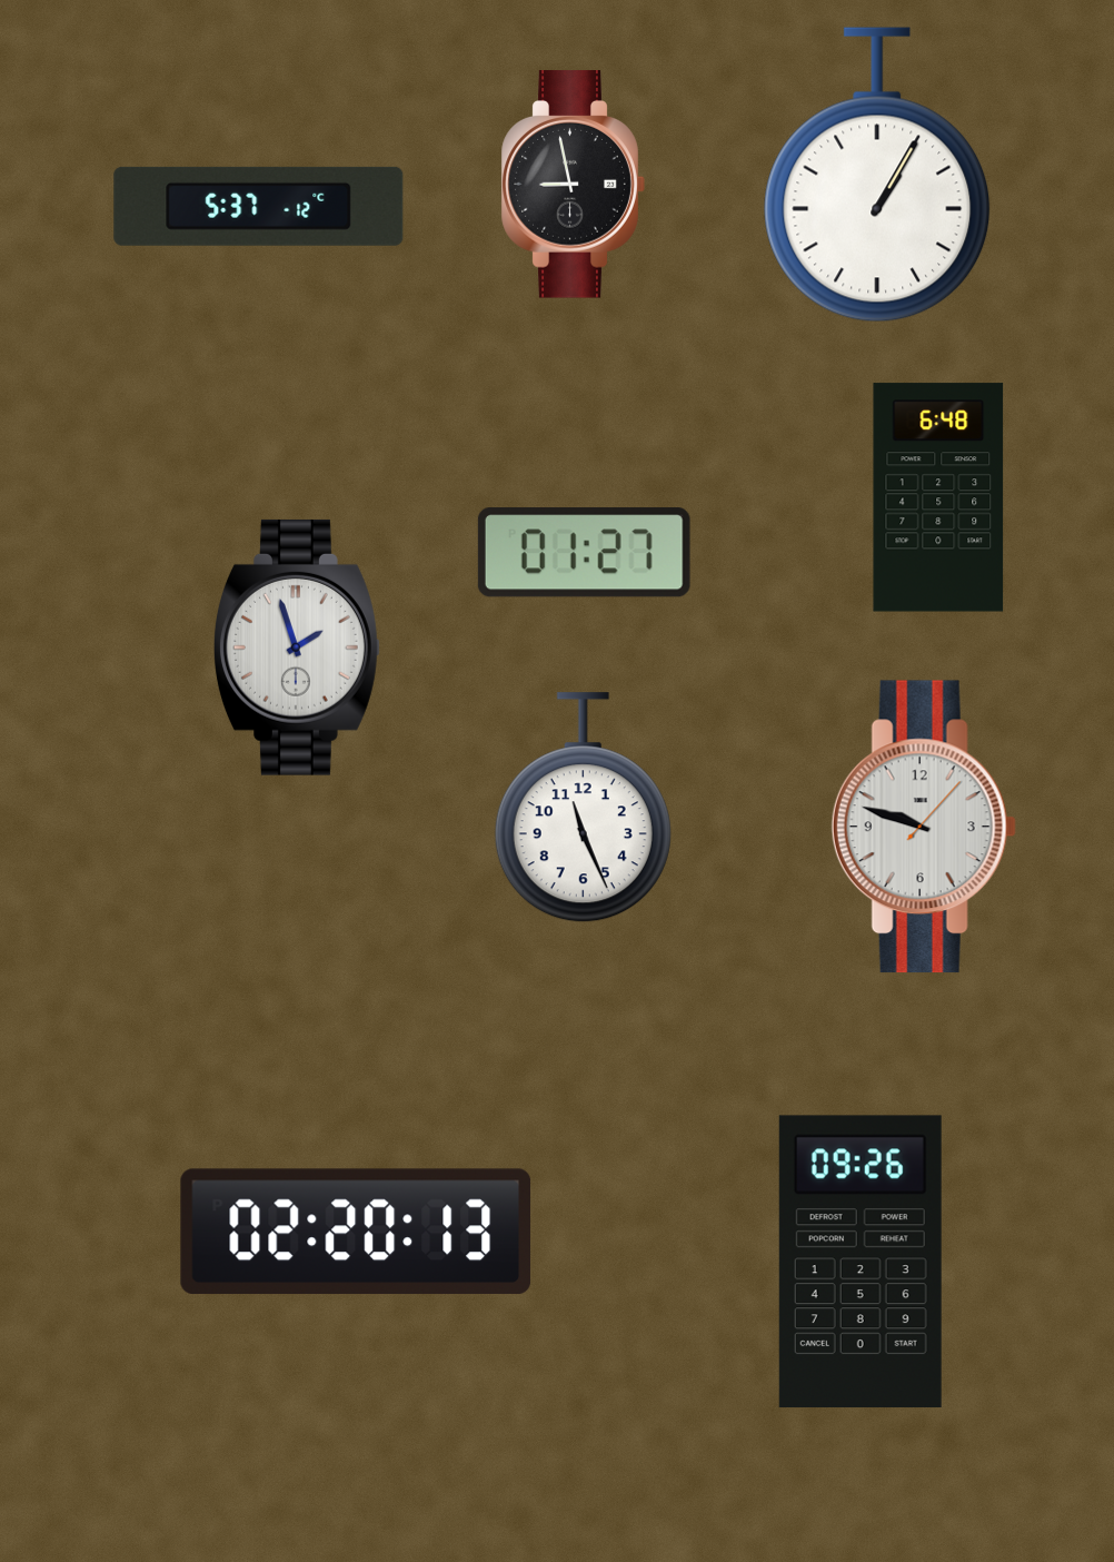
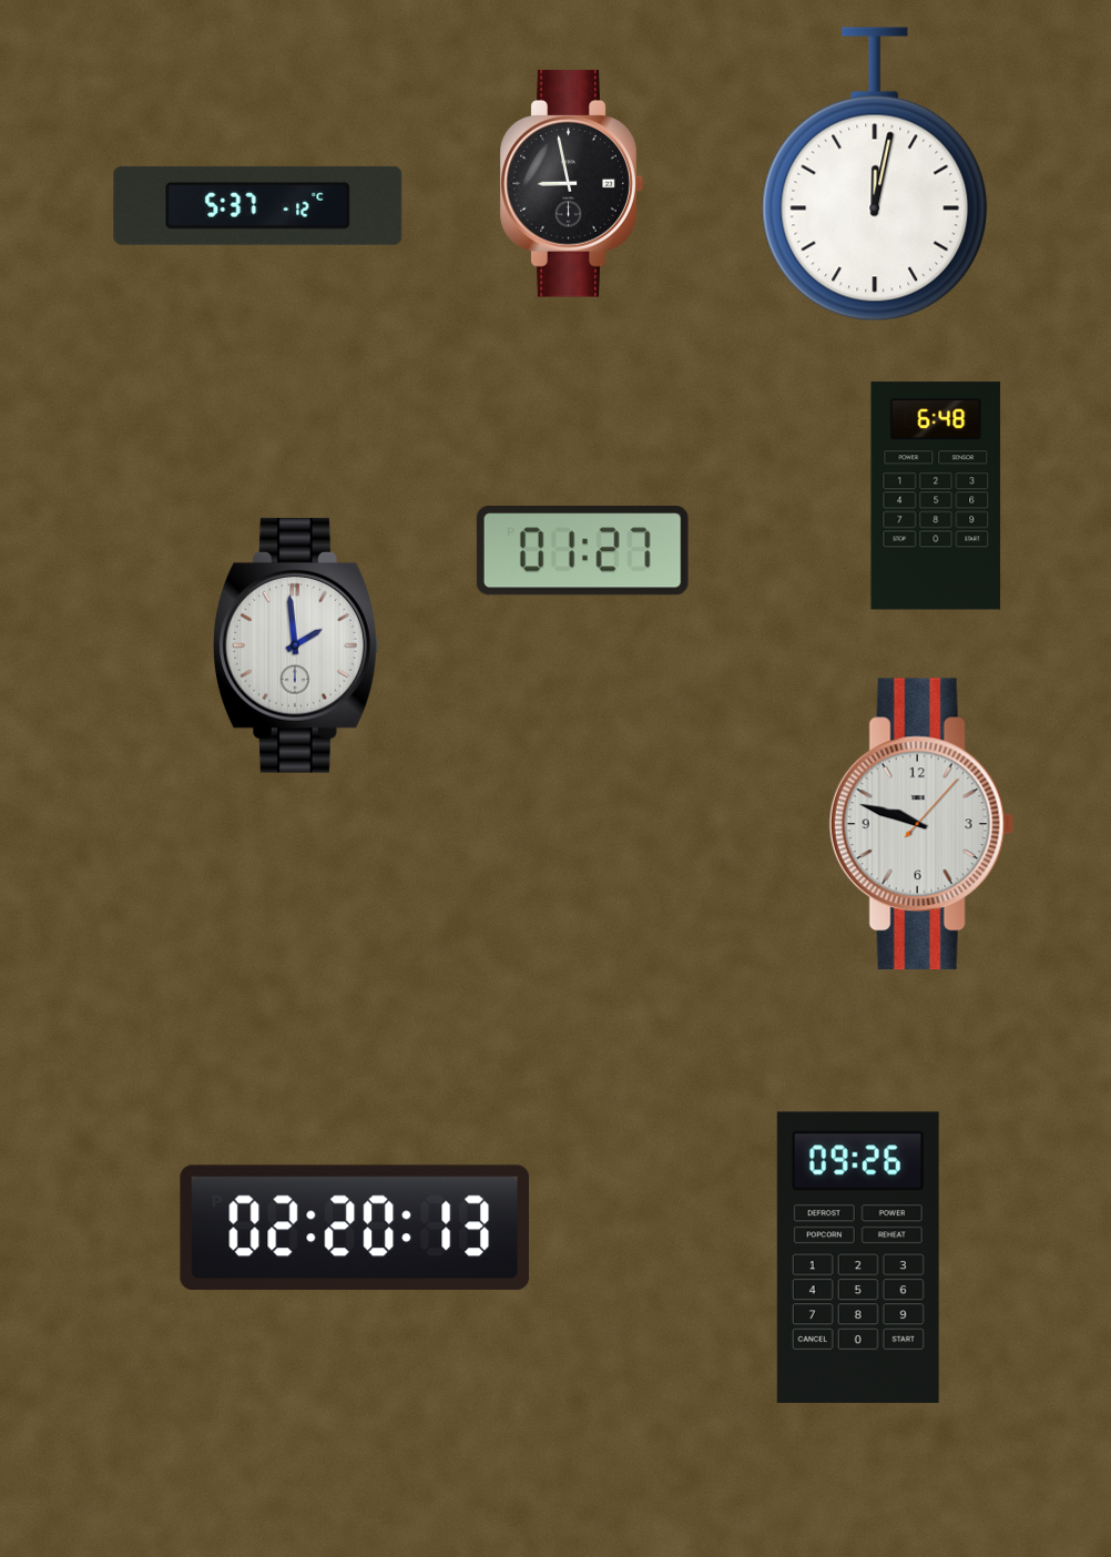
clock at (877, 175): 1:05 -> 12:02
clock at (297, 647): 1:57 -> 1:59
clock at (583, 808): 11:26 -> none
